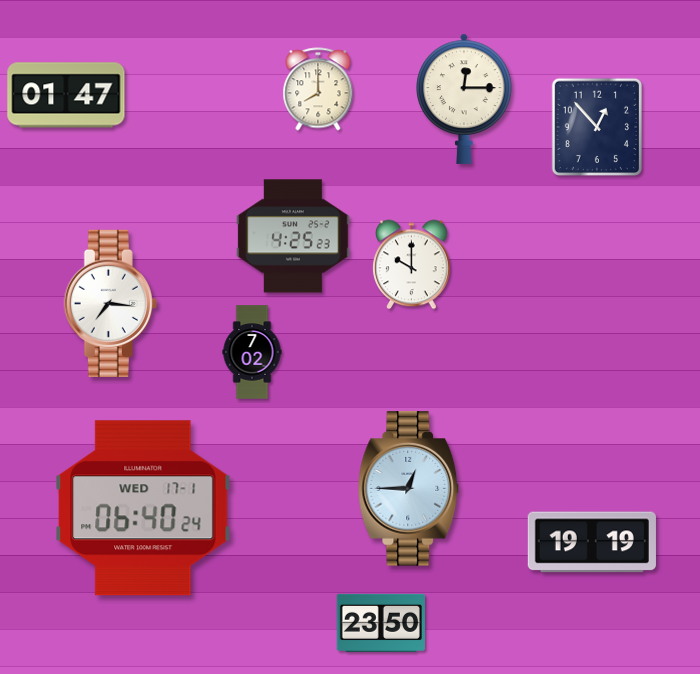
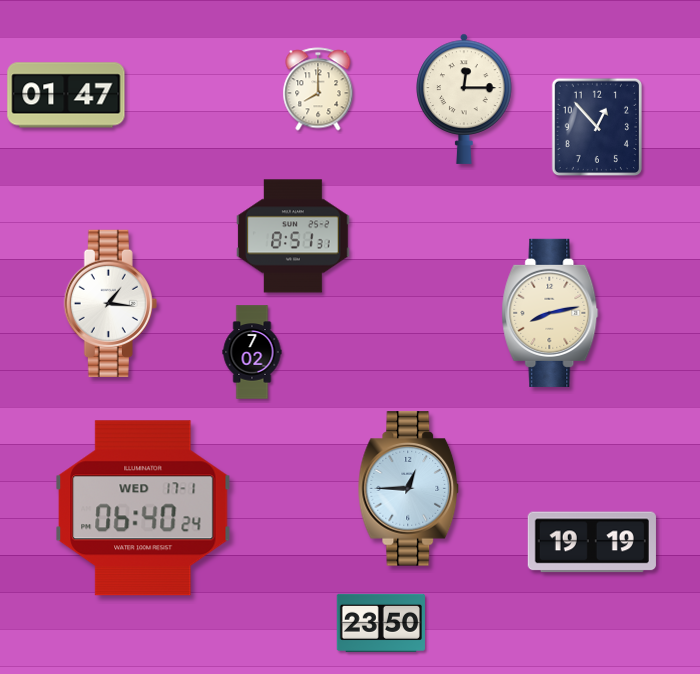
clock at (293, 236): 4:25 -> 8:51
clock at (412, 265): 10:00 -> none
clock at (110, 303): 7:16 -> 1:16
clock at (550, 313): none -> 8:13
